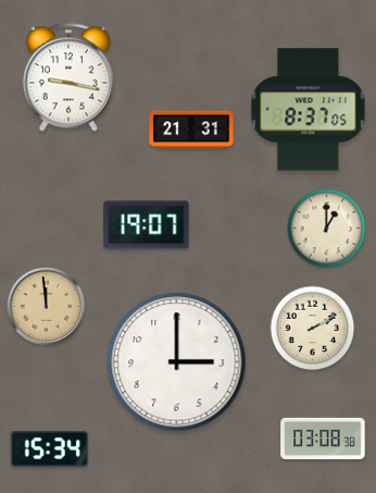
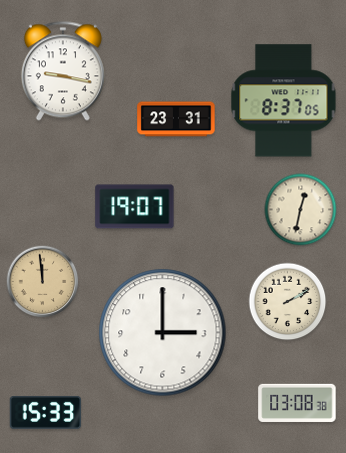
clock at (191, 130): 21:31 -> 23:31
clock at (327, 229): 1:00 -> 12:32
clock at (50, 448): 15:34 -> 15:33
